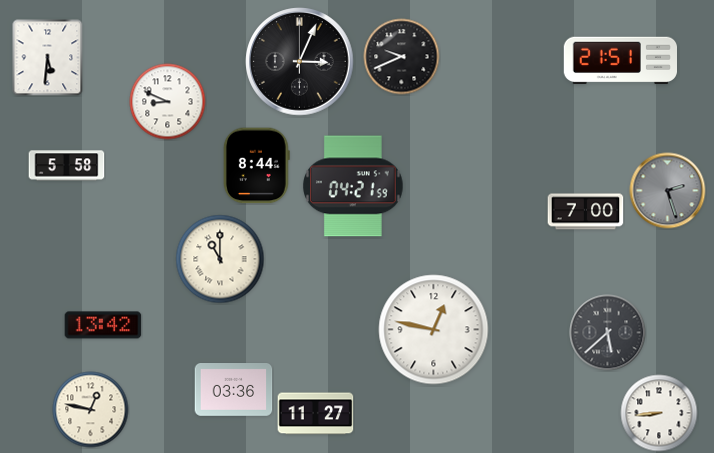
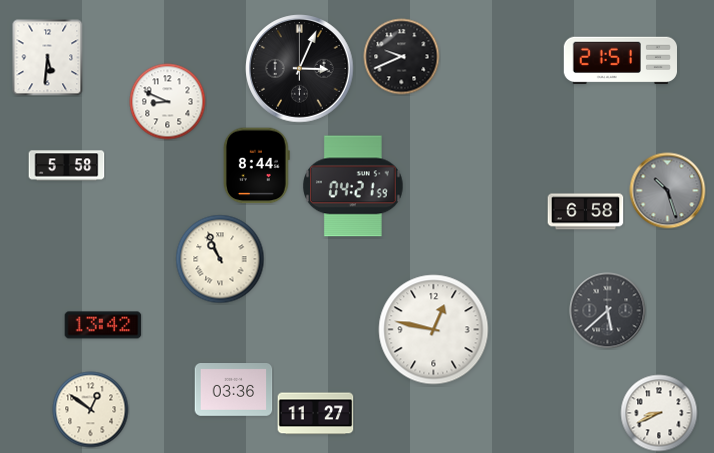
clock at (300, 62) position: (300, 62) -> (300, 69)
clock at (668, 191): 2:27 -> 10:27
clock at (586, 212): 7:00 -> 6:58
clock at (220, 259): 11:00 -> 10:56
clock at (608, 333) position: (608, 333) -> (608, 311)
clock at (91, 410): 12:47 -> 12:51
clock at (659, 413): 8:44 -> 8:41
